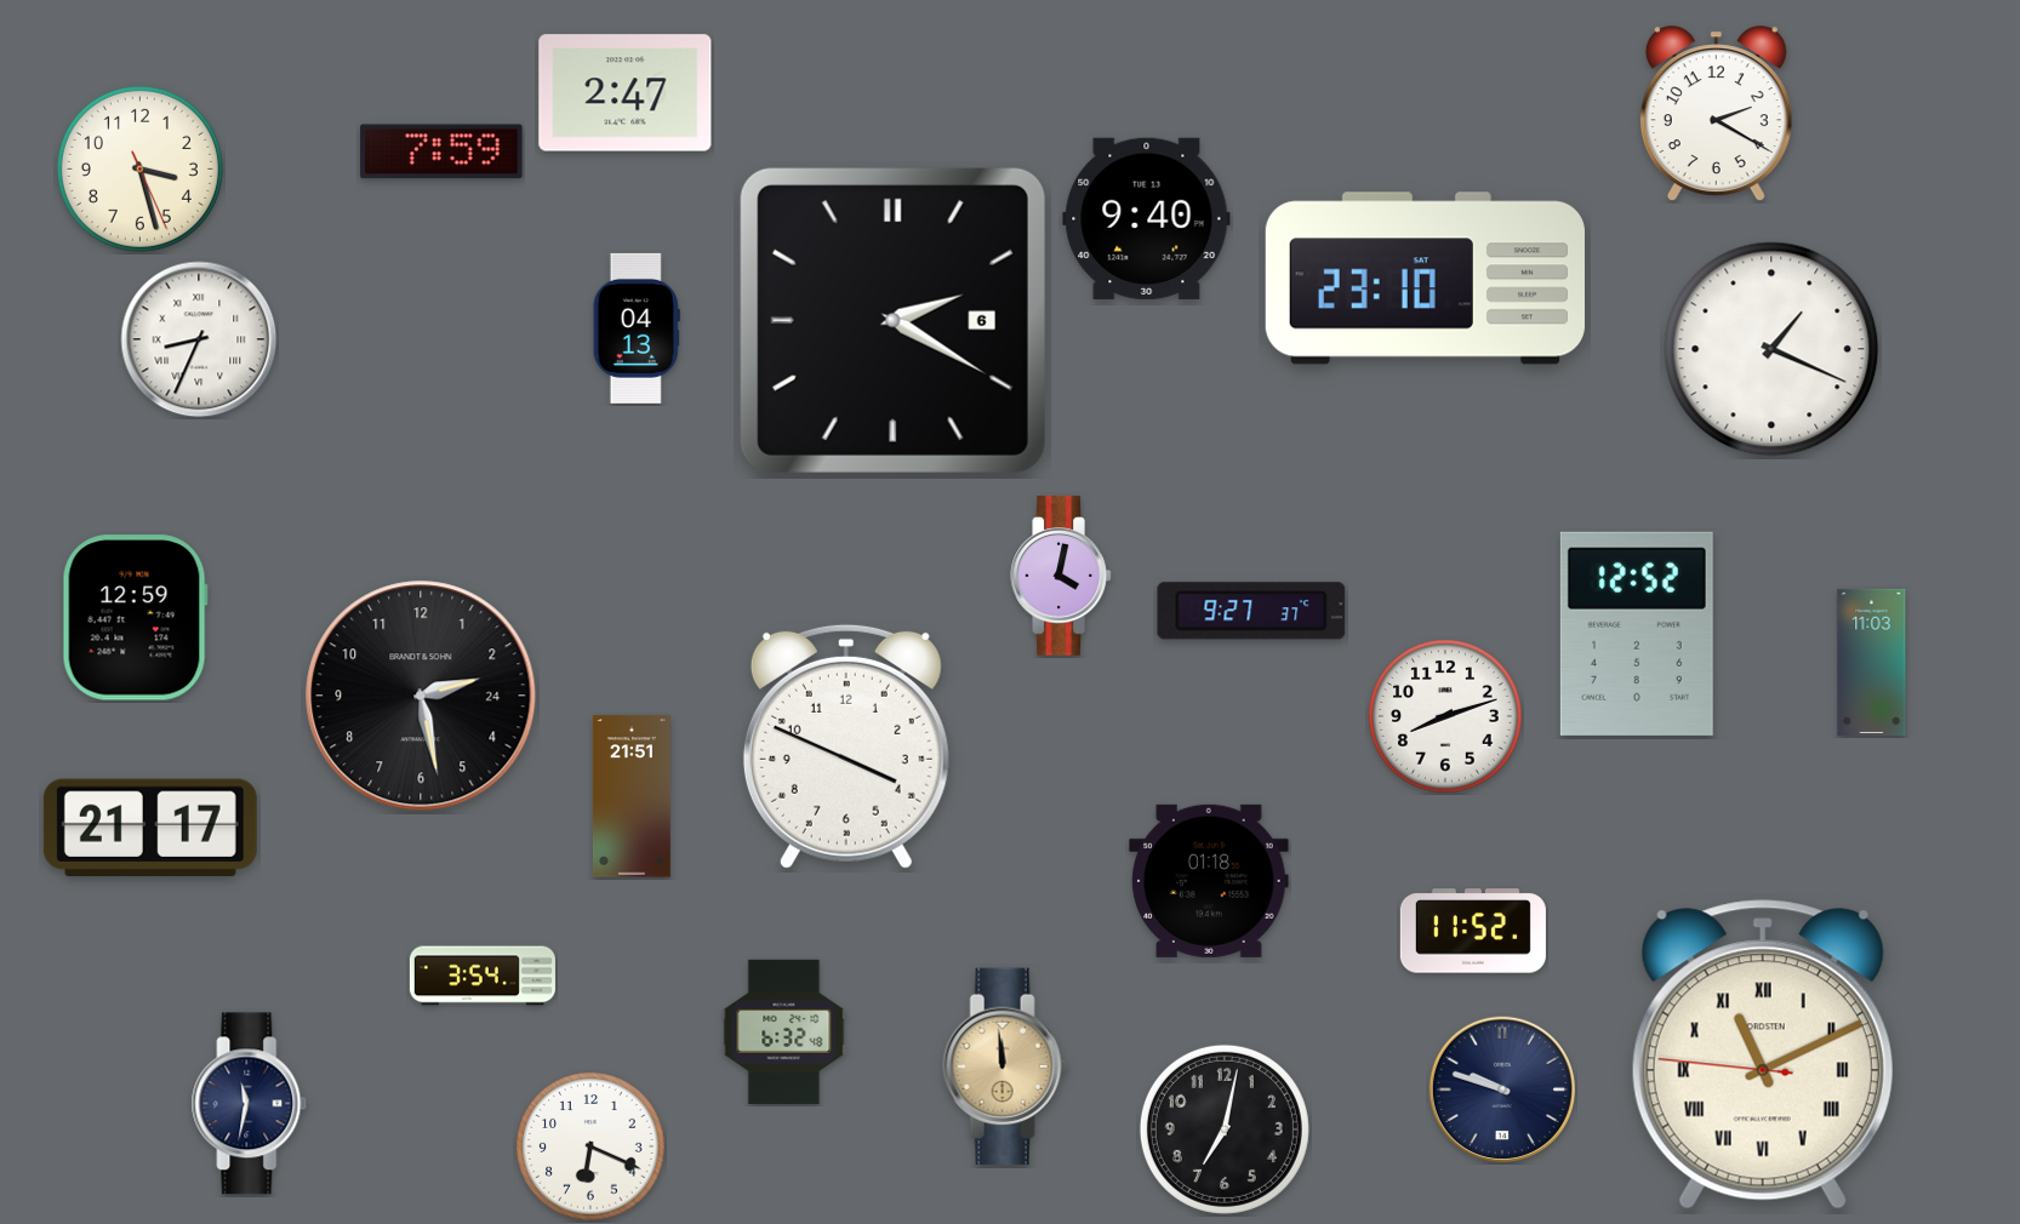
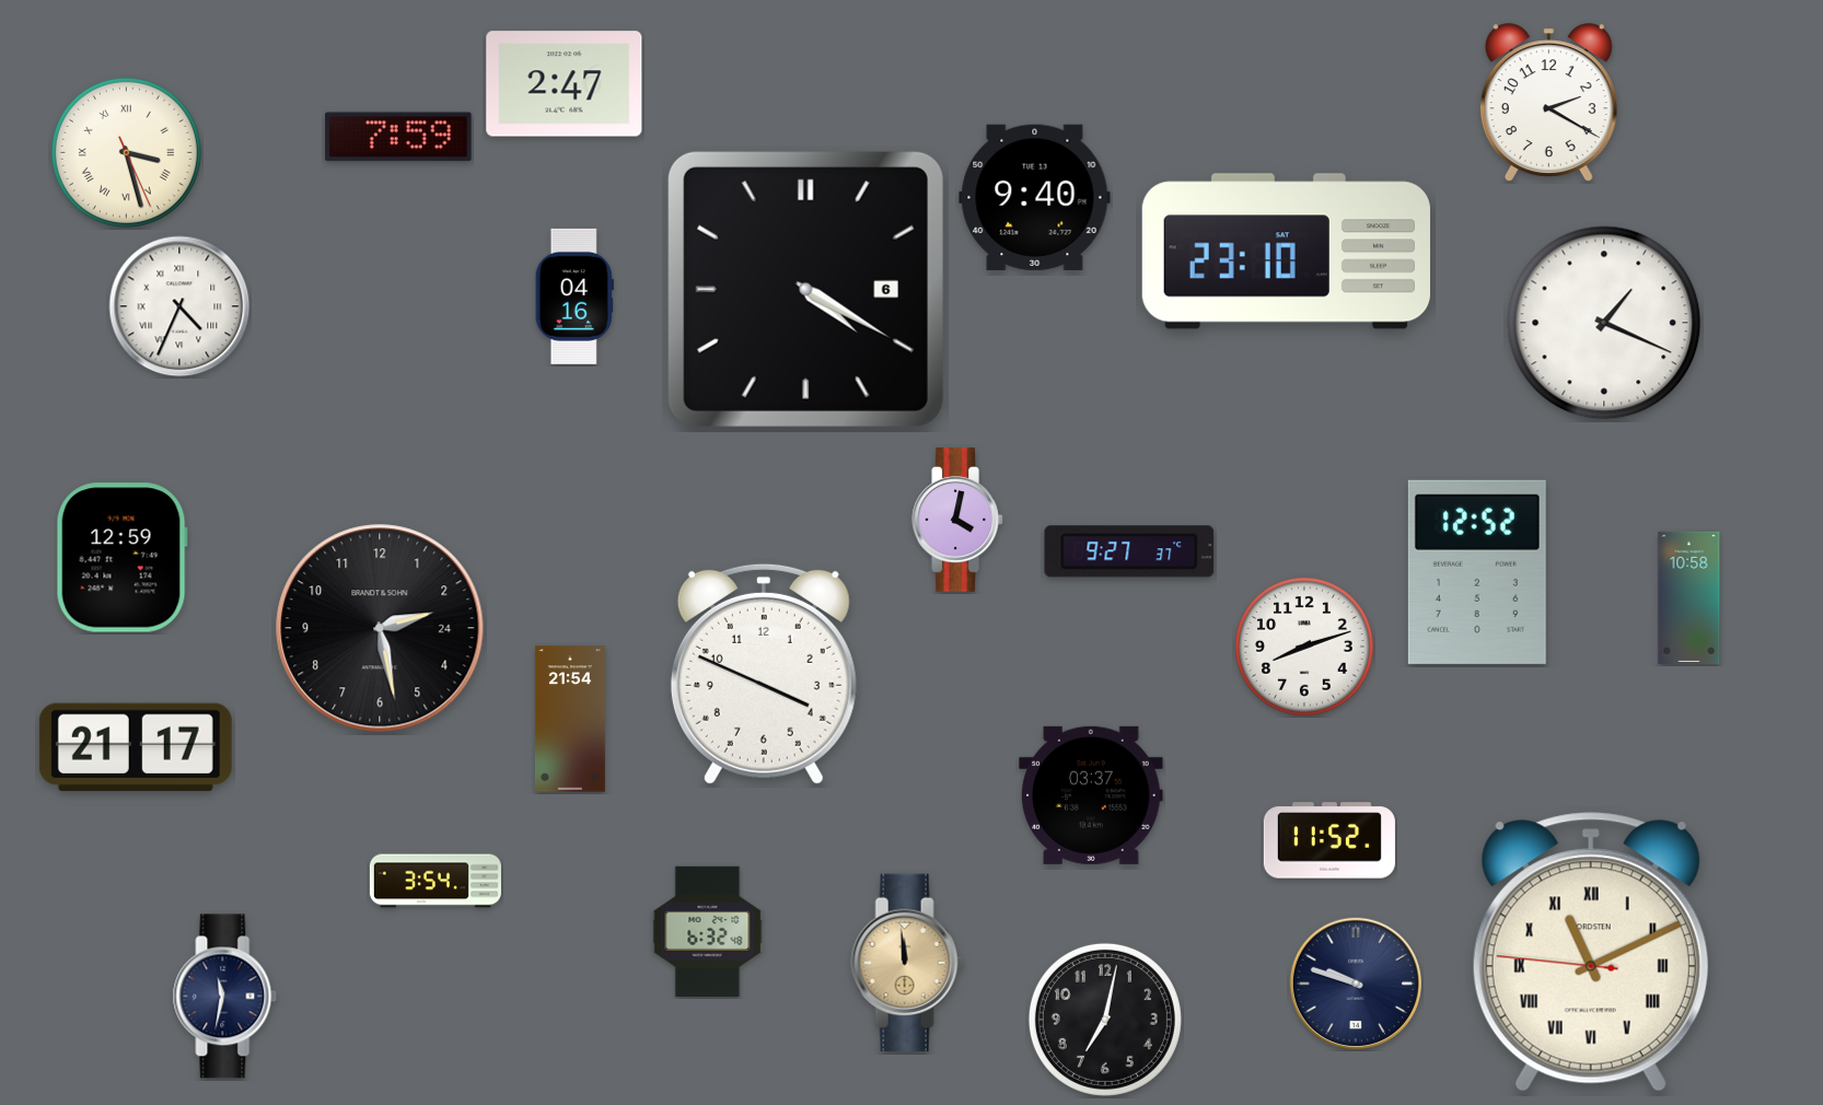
clock at (139, 168) numerals: Arabic -> Roman
clock at (892, 320): 2:20 -> 4:20
clock at (637, 328): 04:13 -> 04:16
clock at (199, 339): 8:34 -> 4:34
clock at (1771, 349) position: (1771, 349) -> (1604, 323)
clock at (1872, 662): 11:03 -> 10:58
clock at (632, 796): 21:51 -> 21:54
clock at (1210, 881): 01:18 -> 03:37
clock at (590, 1146): 6:19 -> none
